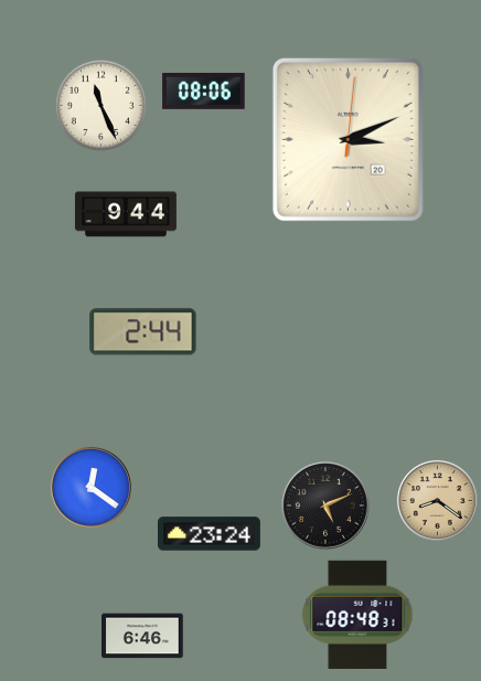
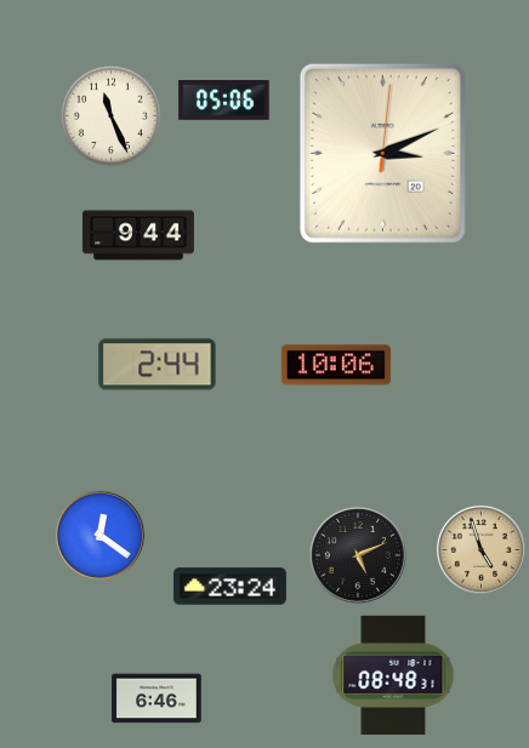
clock at (204, 92): 08:06 -> 05:06
clock at (336, 365): none -> 10:06
clock at (437, 500): 8:21 -> 4:57
